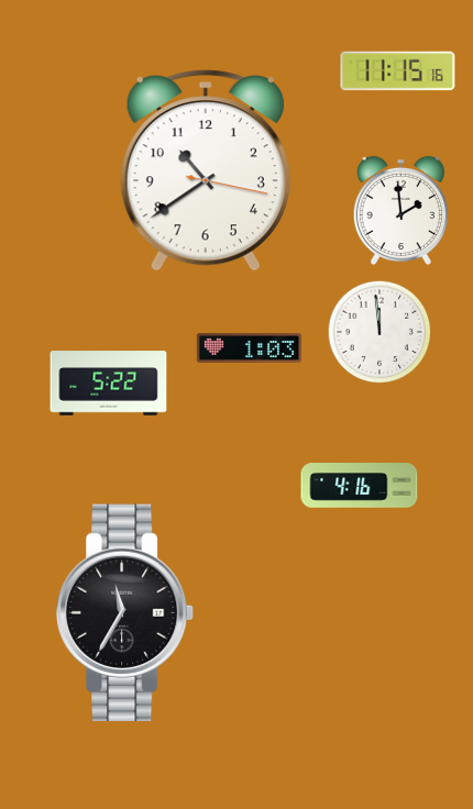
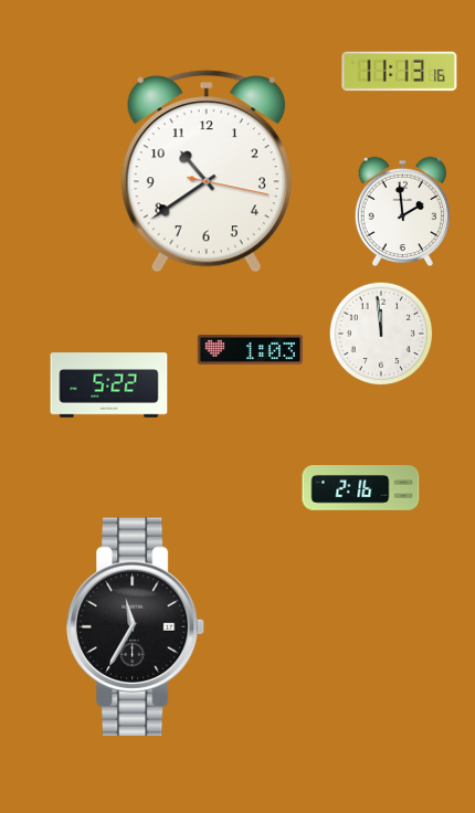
clock at (398, 71): 11:15 -> 11:13
clock at (360, 486): 4:16 -> 2:16
clock at (125, 613) position: (125, 613) -> (136, 627)
